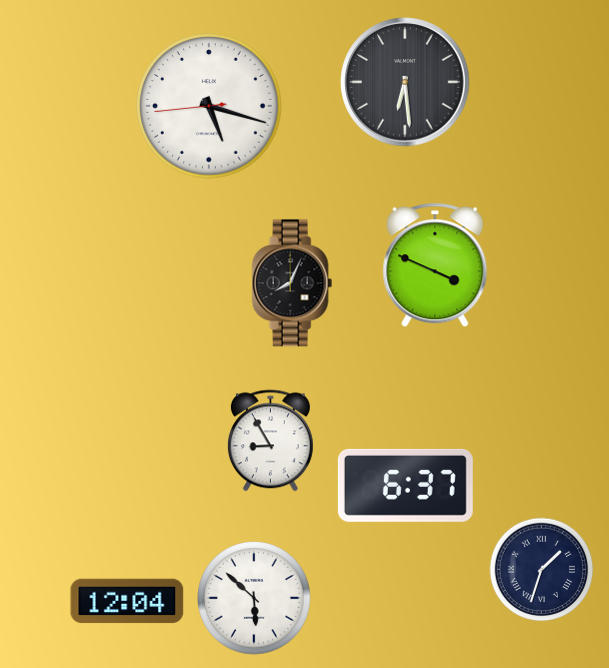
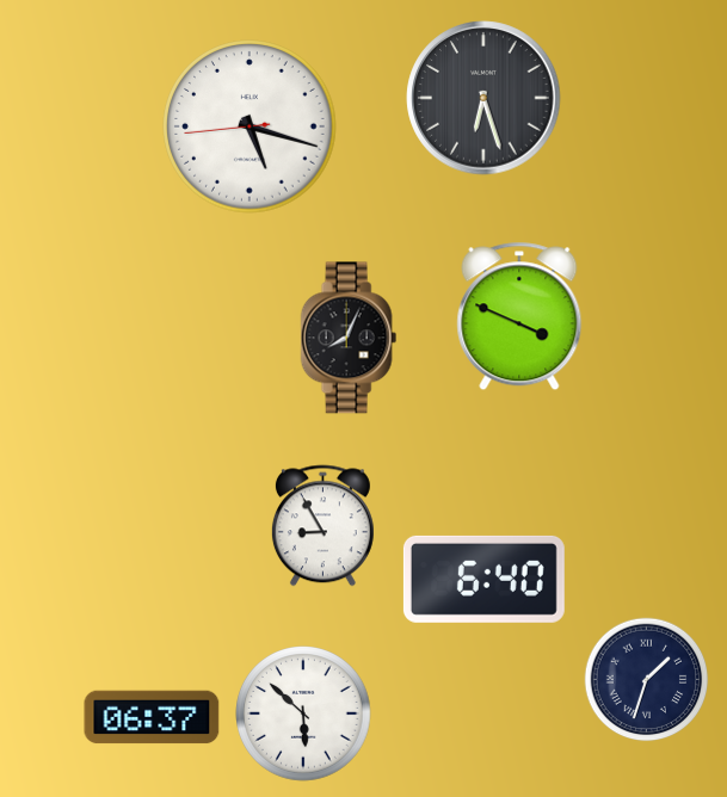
clock at (405, 82): 6:29 -> 6:27
clock at (405, 485): 6:37 -> 6:40
clock at (127, 601): 12:04 -> 06:37
